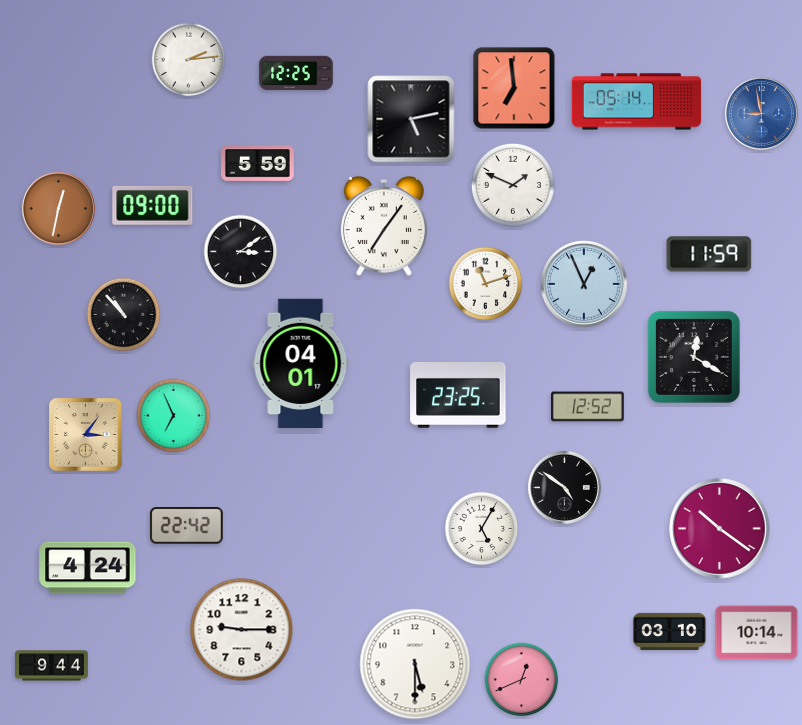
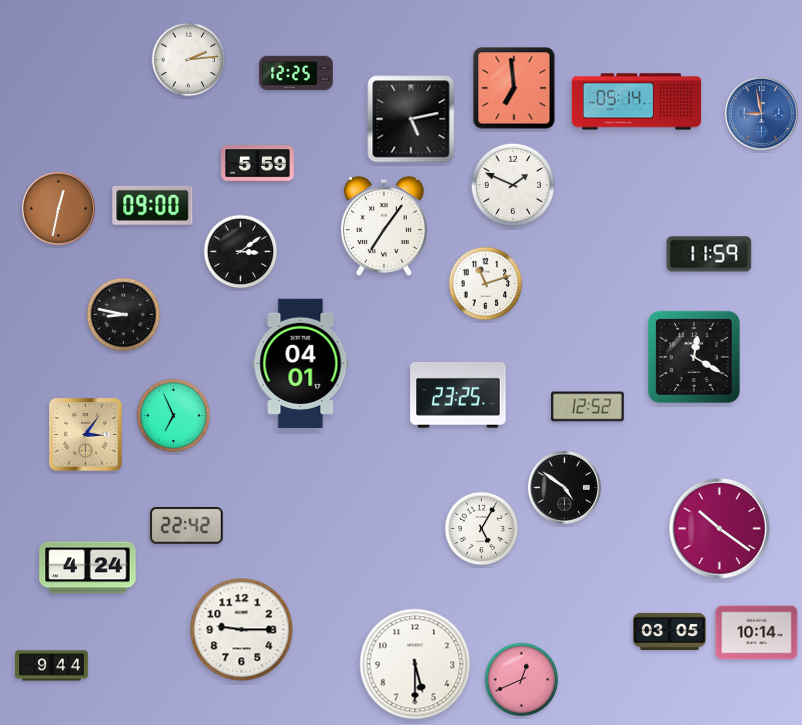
clock at (585, 285): 12:56 -> none
clock at (124, 315): 10:53 -> 8:47
clock at (670, 631): 03:10 -> 03:05
